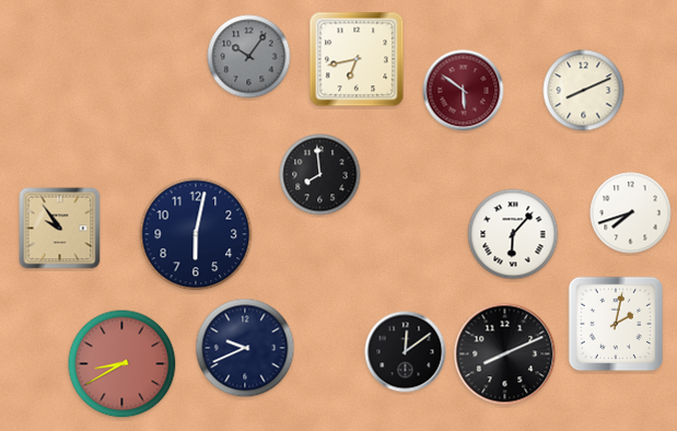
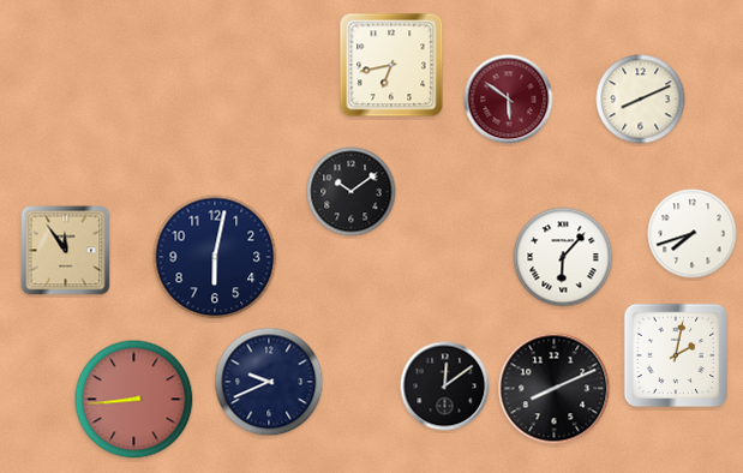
clock at (249, 57): 10:06 -> none
clock at (320, 175): 7:59 -> 10:09
clock at (60, 229): 9:54 -> 11:54
clock at (122, 364): 8:40 -> 8:44
